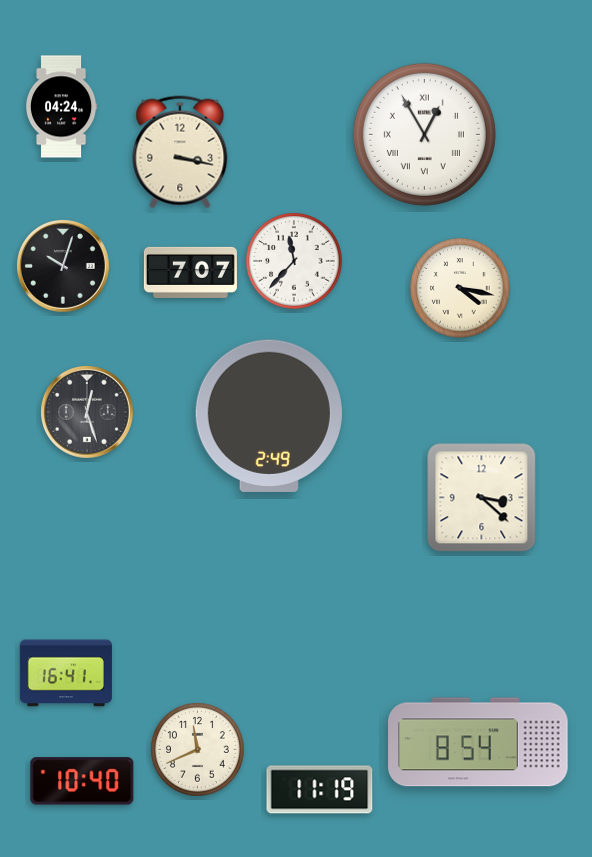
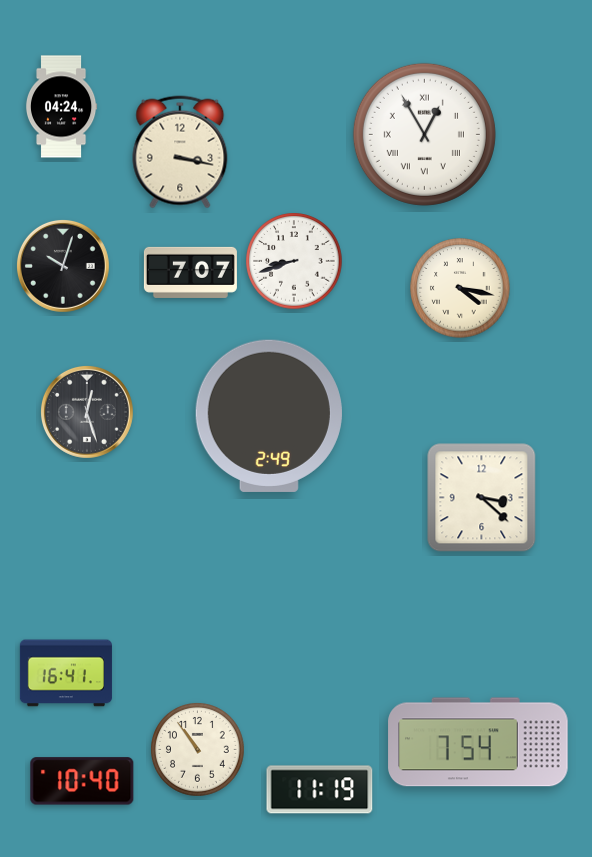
clock at (294, 261): 11:37 -> 8:42
clock at (478, 742): 8:54 -> 7:54
clock at (198, 750): 11:41 -> 10:54
